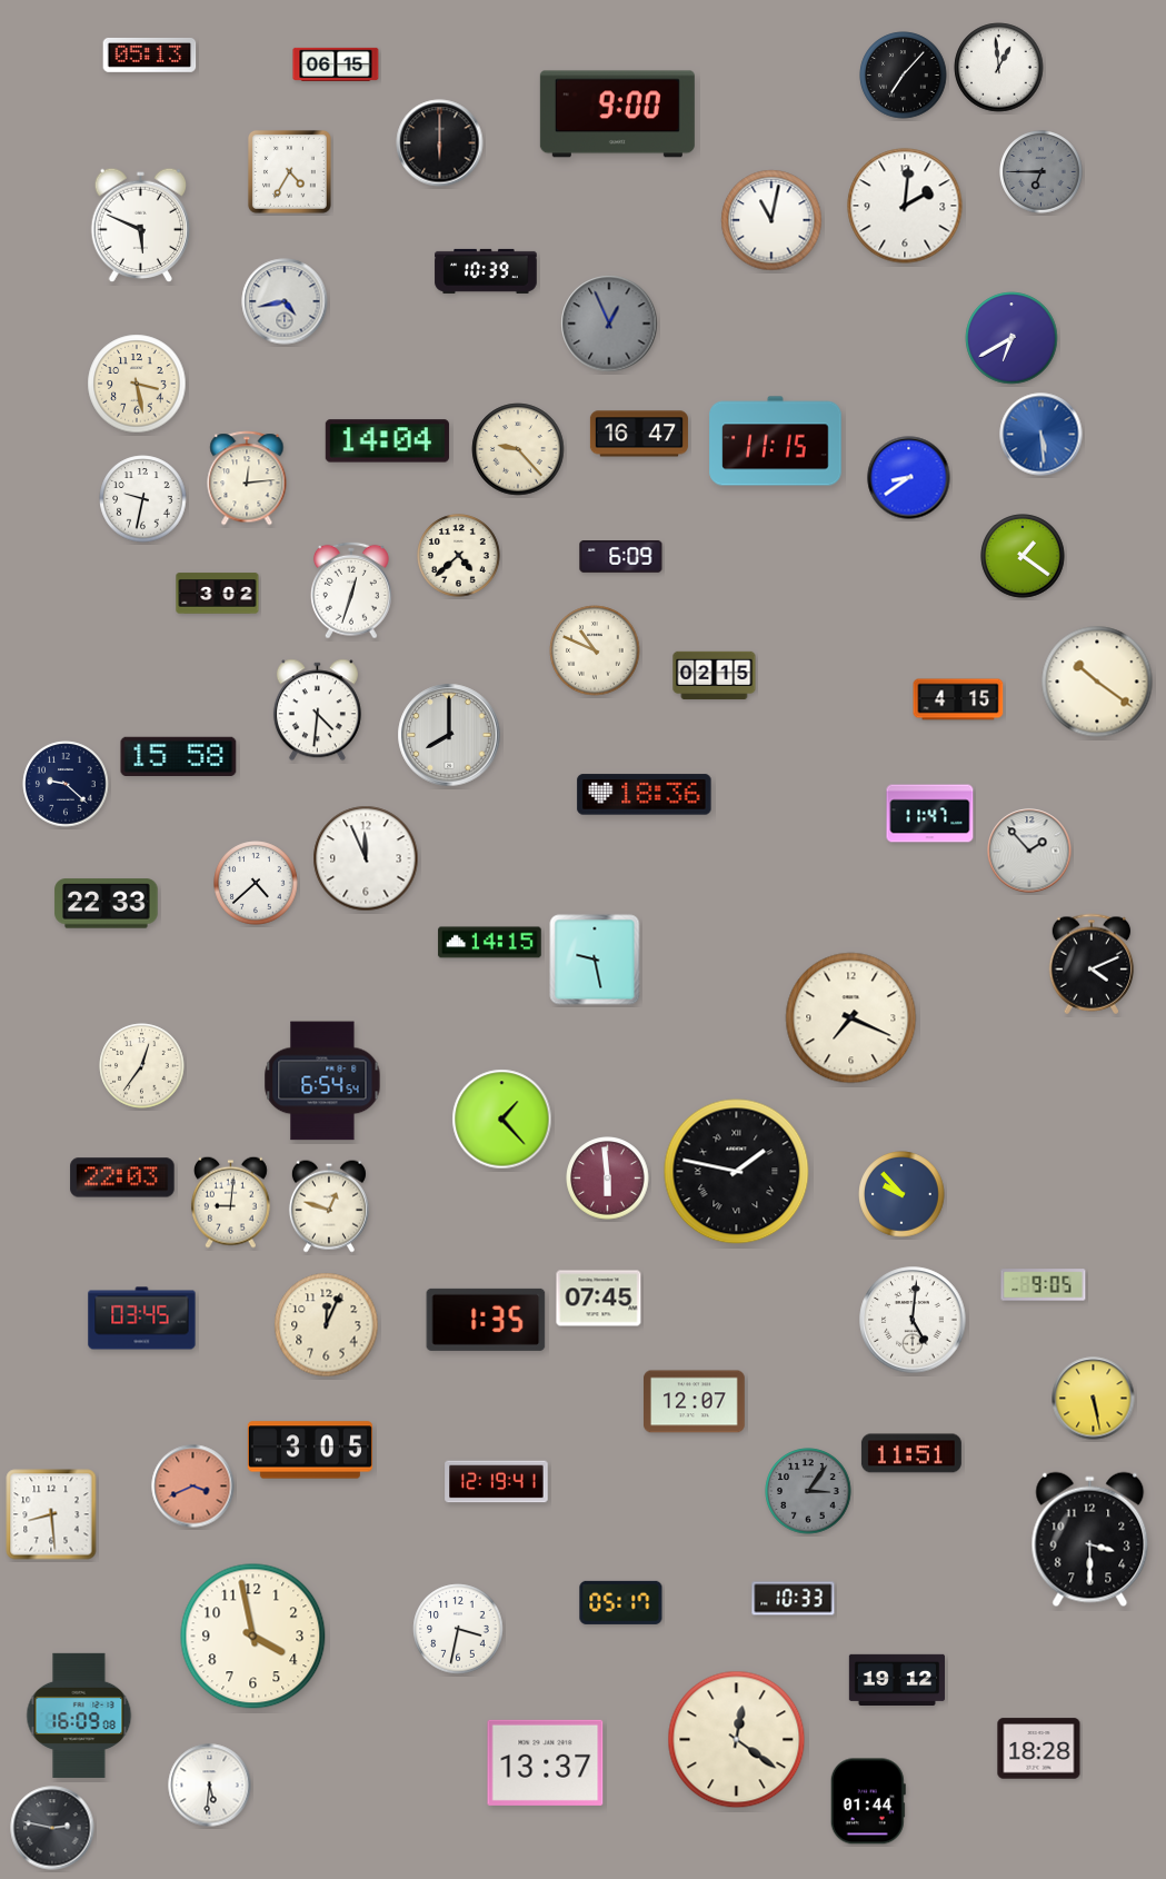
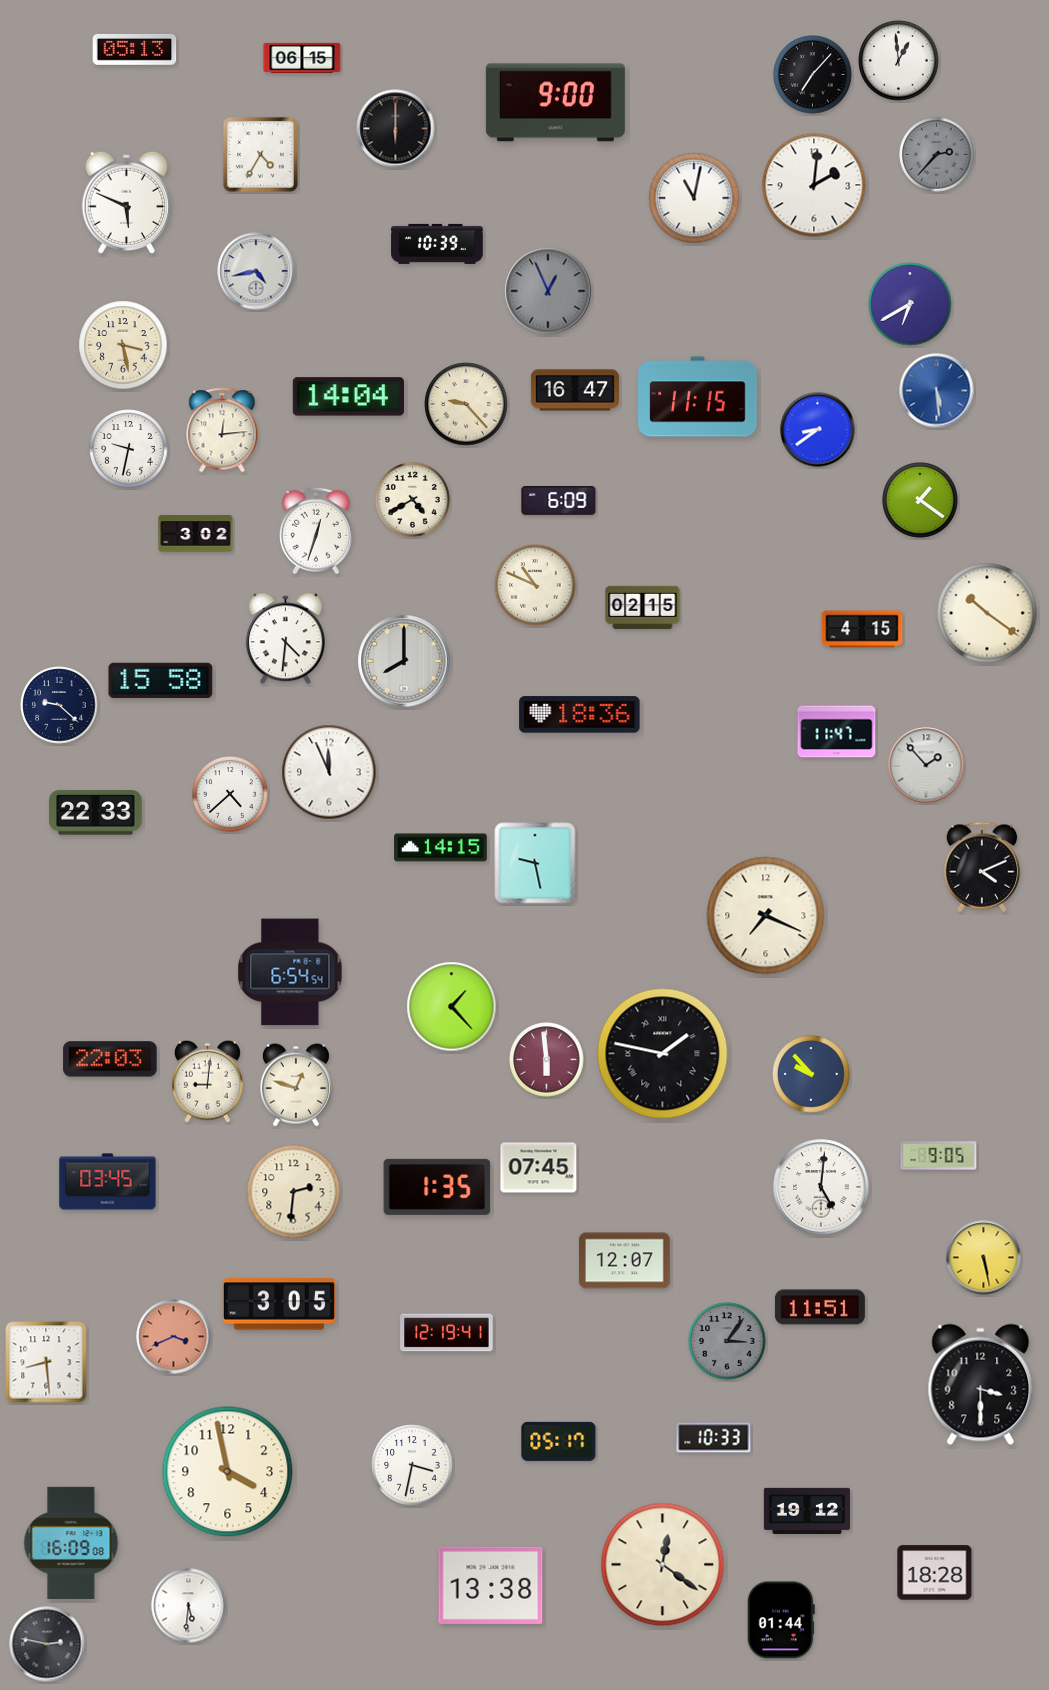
clock at (904, 76) position: (904, 76) -> (813, 75)
clock at (1042, 172): 6:45 -> 2:37
clock at (459, 556): 4:38 -> 4:40
clock at (142, 1066): 12:36 -> none
clock at (142, 1319) position: (142, 1319) -> (108, 1182)
clock at (327, 1325): 12:04 -> 2:31
clock at (546, 1762): 13:37 -> 13:38
